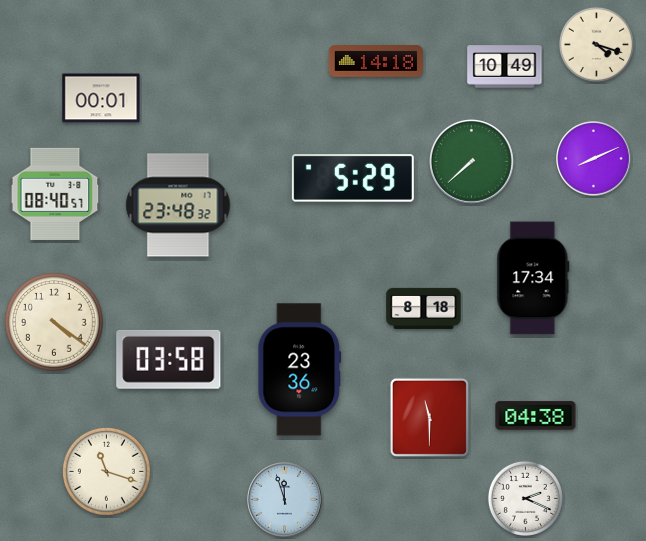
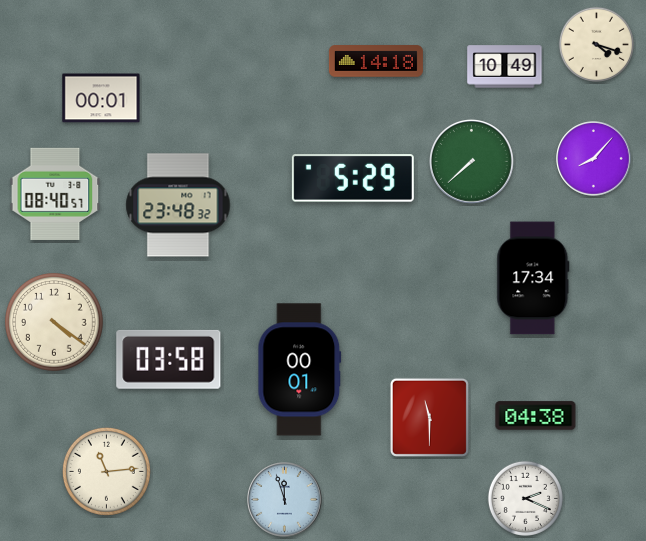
clock at (594, 159): 8:11 -> 8:07
clock at (424, 308): 8:18 -> none
clock at (300, 370): 23:36 -> 00:01
clock at (106, 471): 11:18 -> 11:14
